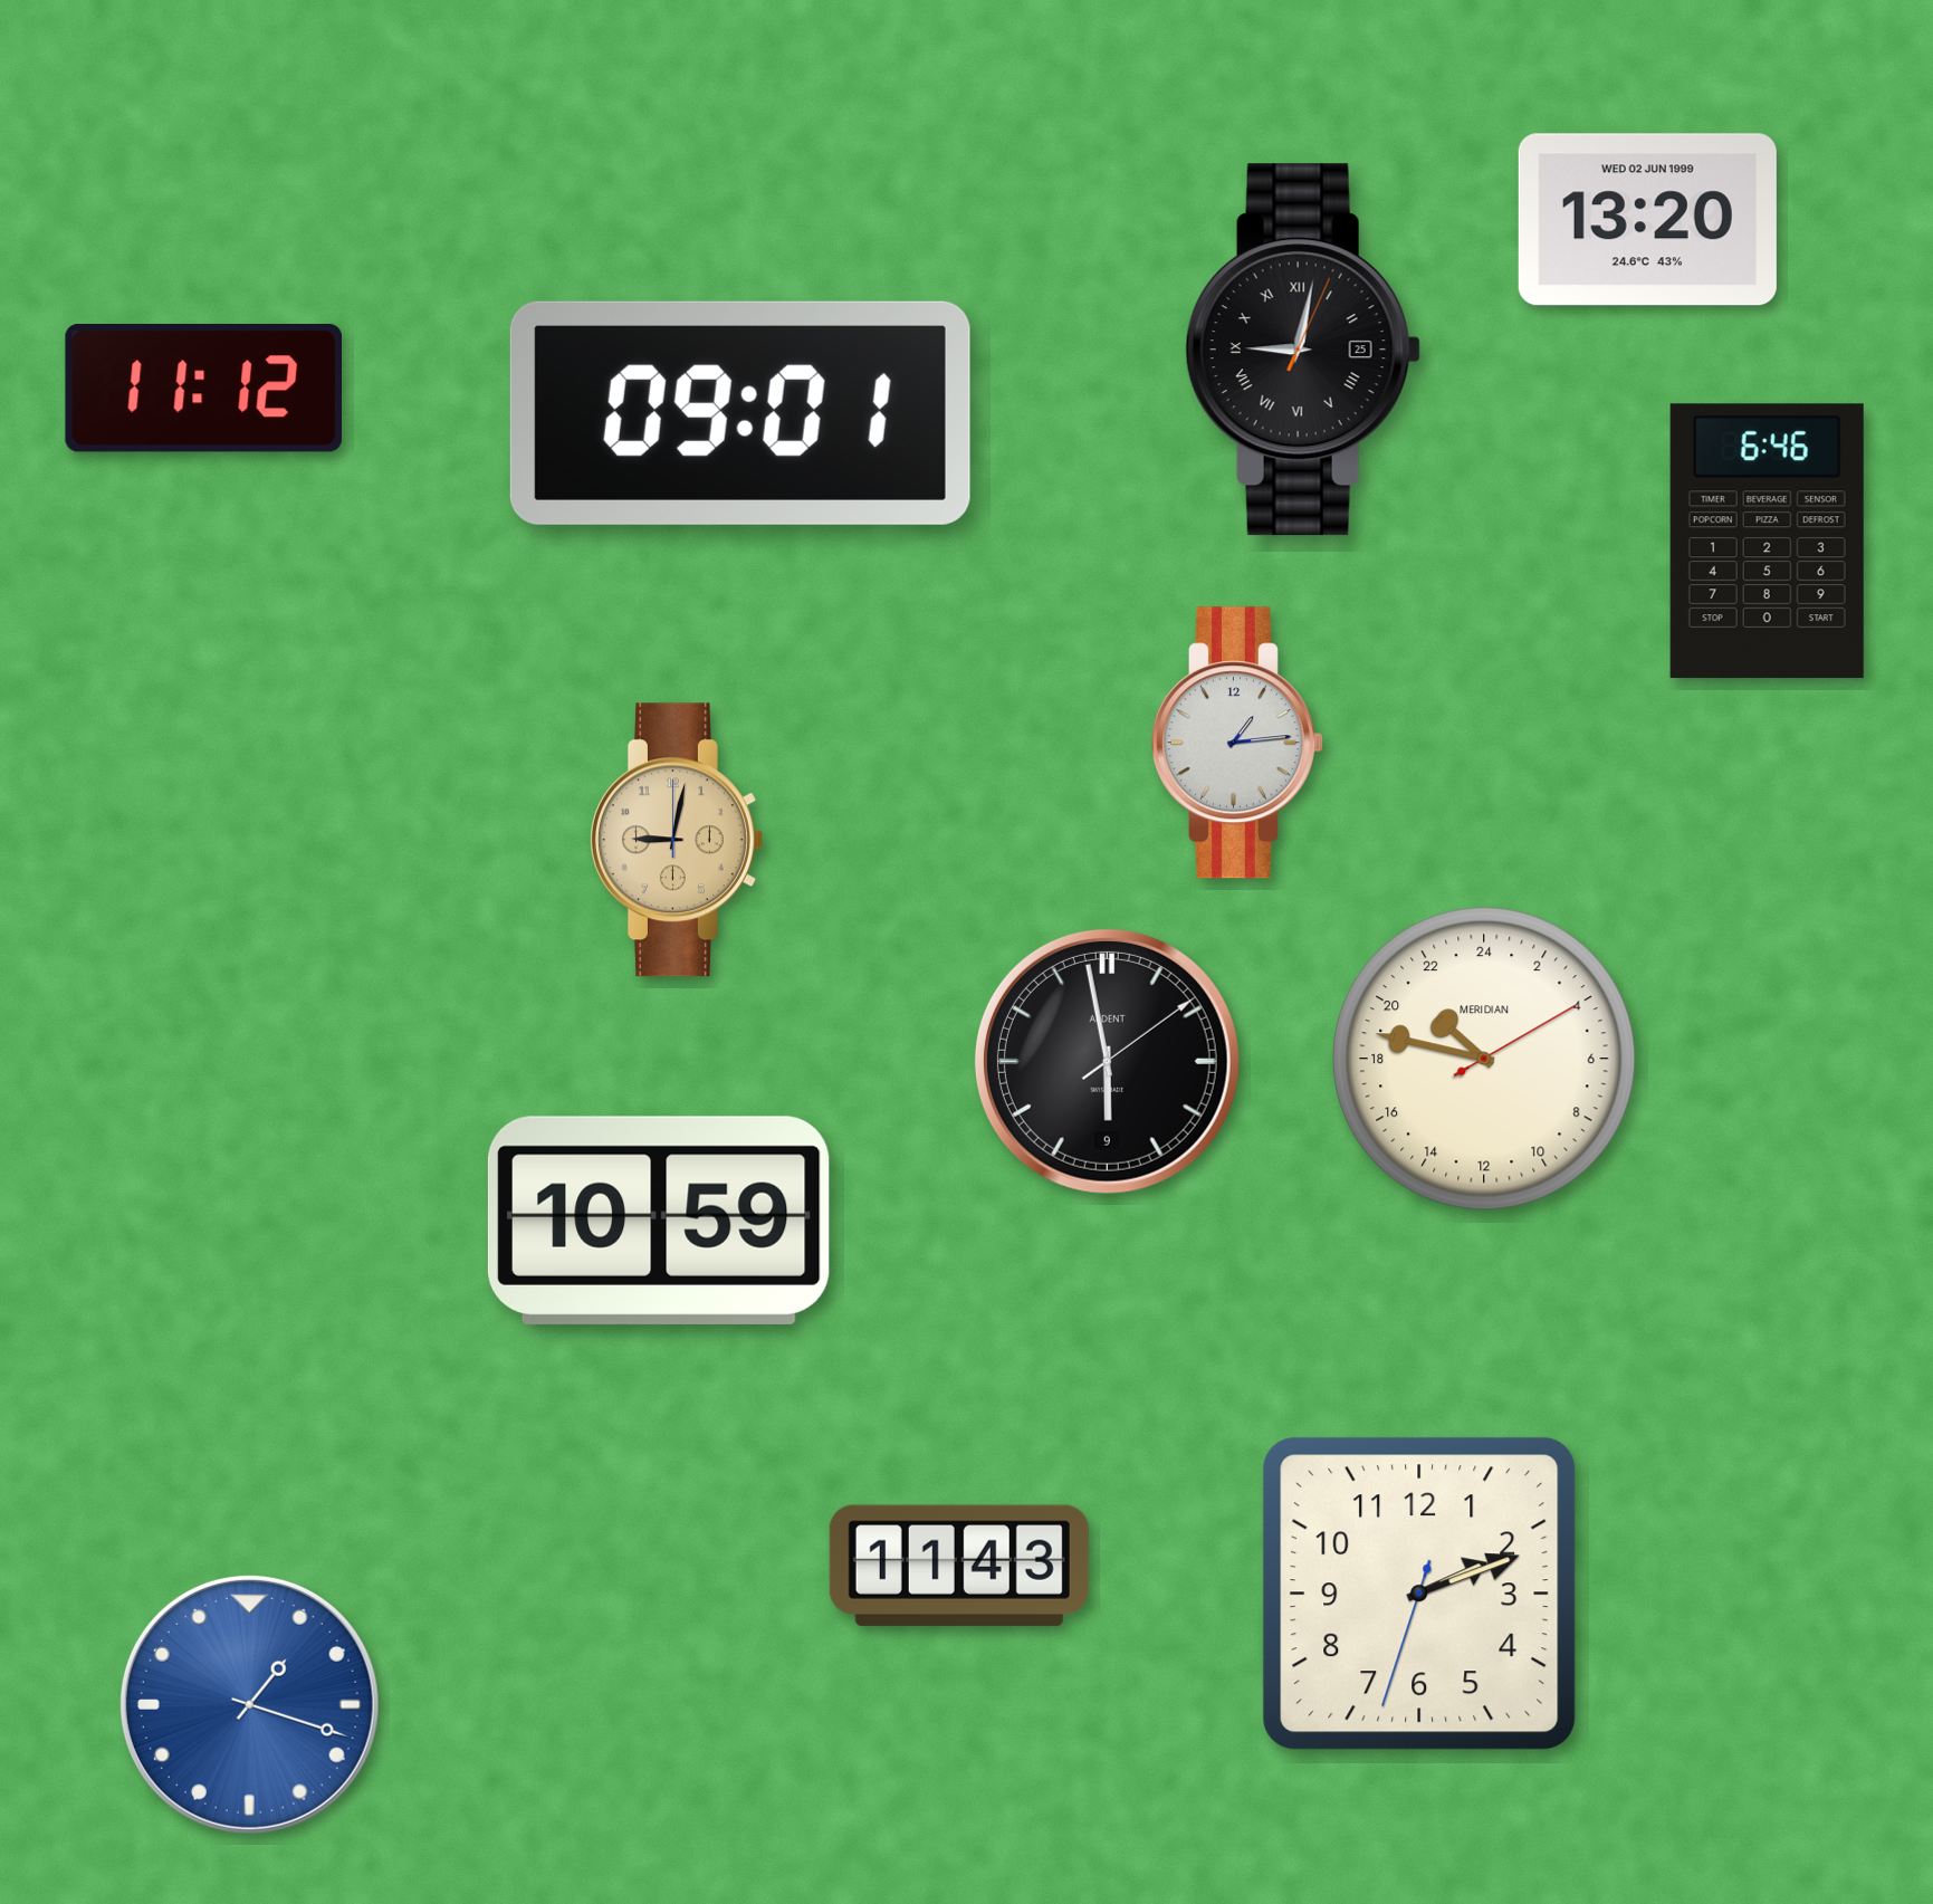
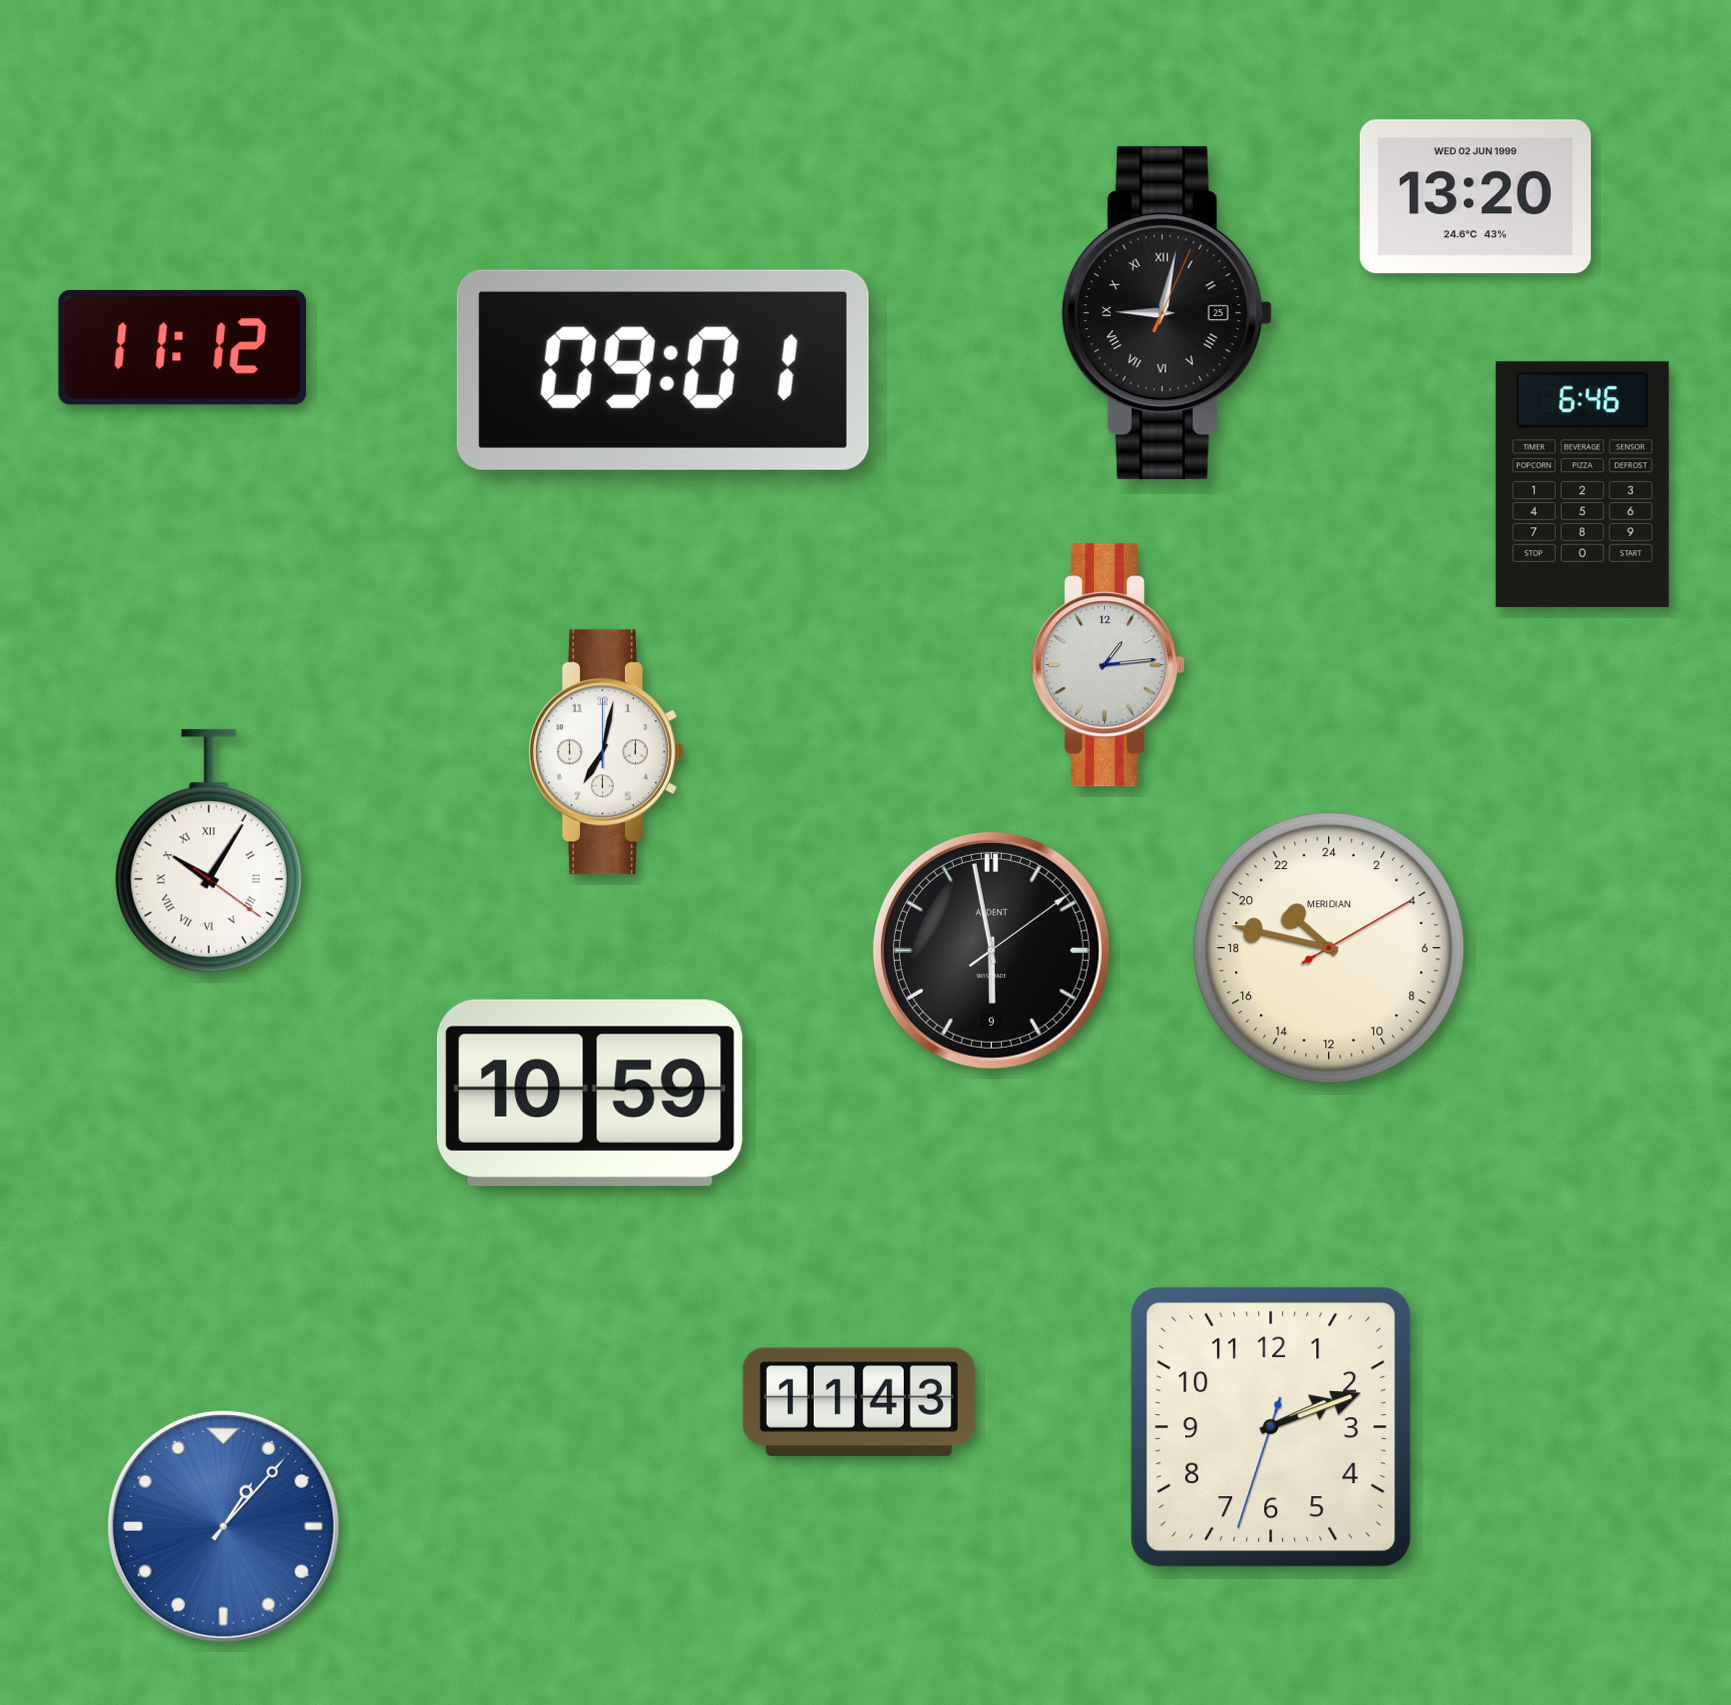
clock at (676, 840): 9:02 -> 7:02
clock at (676, 840) dial: champagne -> white
clock at (209, 851): none -> 10:05
clock at (249, 1704): 1:18 -> 1:07
